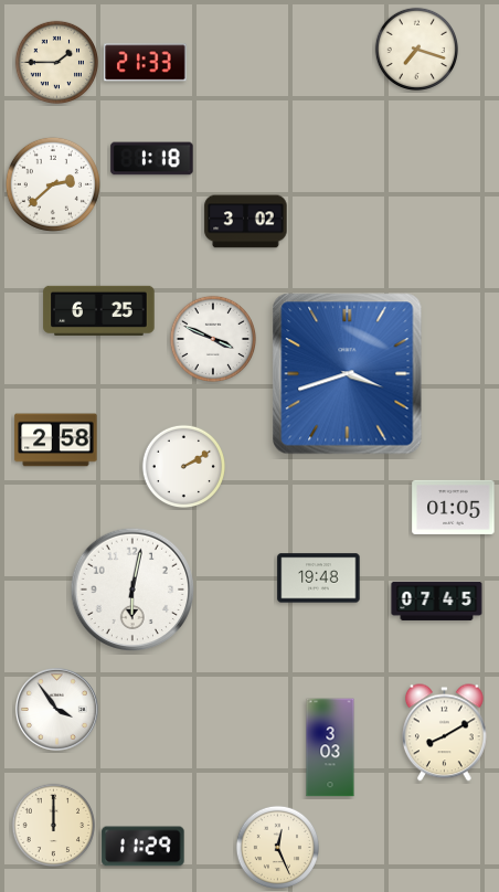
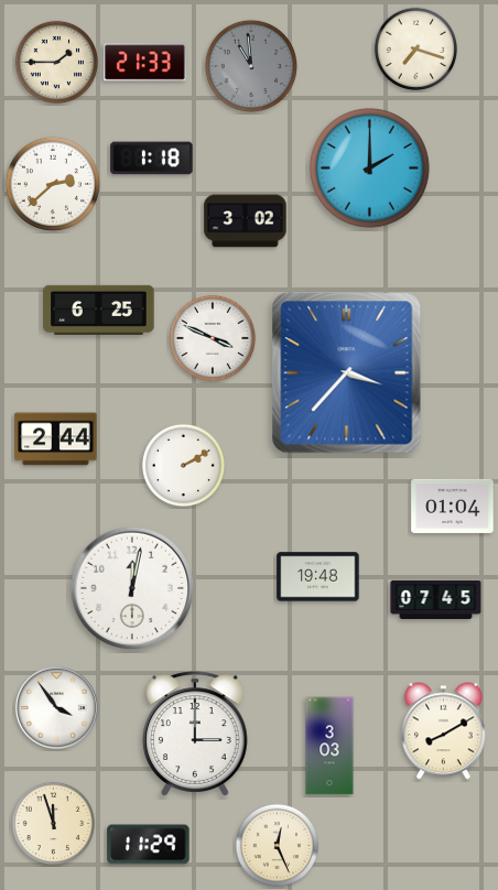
clock at (251, 66): none -> 10:59
clock at (369, 167): none -> 2:00
clock at (348, 374): 3:42 -> 3:37
clock at (56, 440): 2:58 -> 2:44
clock at (454, 507): 01:05 -> 01:04
clock at (132, 590): 6:02 -> 12:02
clock at (196, 734): none -> 3:00
clock at (54, 826): 12:00 -> 11:57
clock at (144, 847) position: (144, 847) -> (149, 845)
